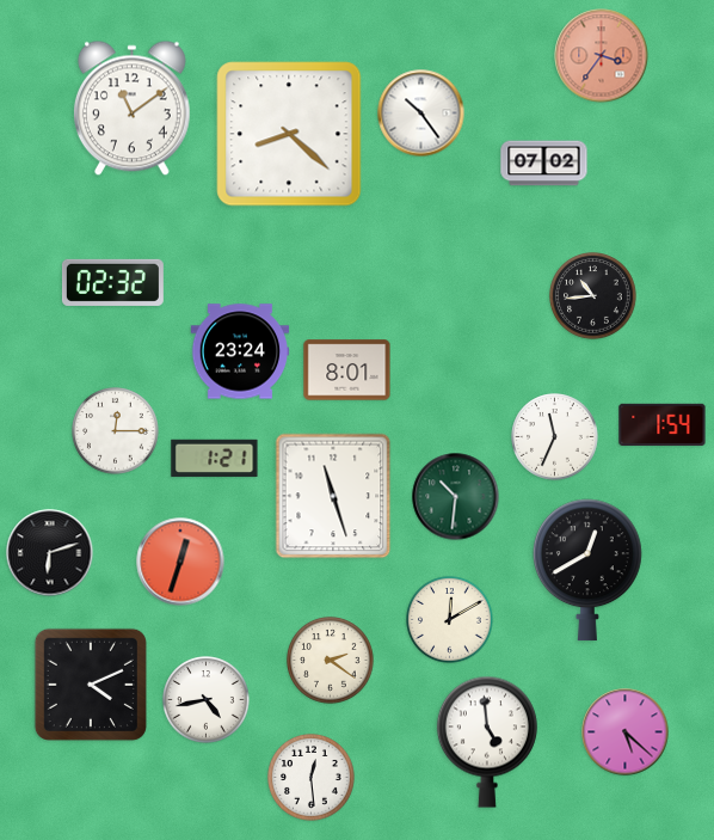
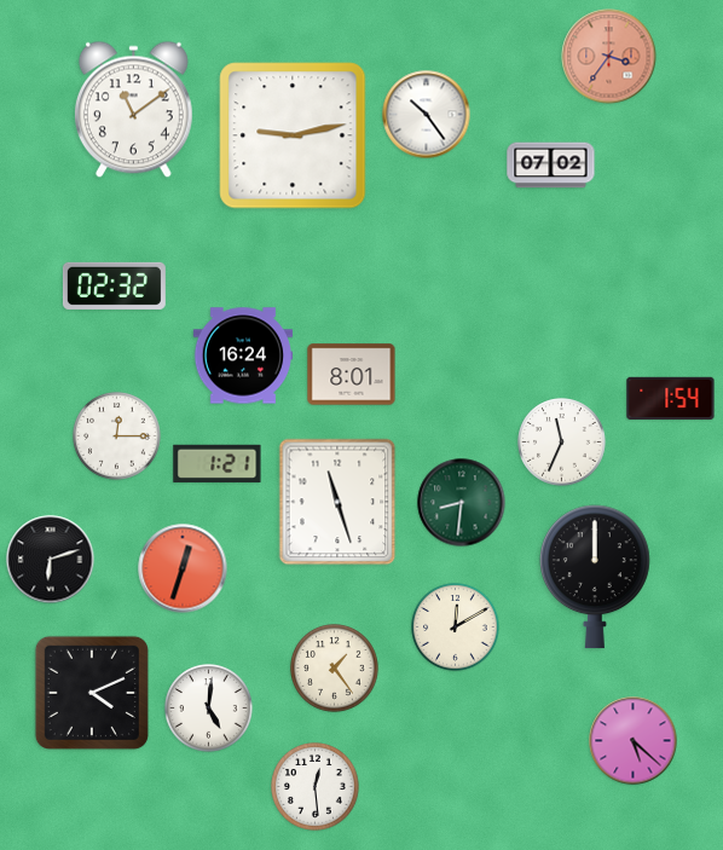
clock at (289, 134): 8:22 -> 9:13
clock at (593, 296): 10:44 -> none
clock at (240, 351): 23:24 -> 16:24
clock at (663, 424) position: (663, 424) -> (671, 398)
clock at (456, 497): 10:31 -> 8:31
clock at (587, 570): 12:40 -> 12:00
clock at (331, 661): 2:21 -> 1:24
clock at (207, 700): 4:43 -> 5:01
clock at (487, 742): 4:59 -> none
